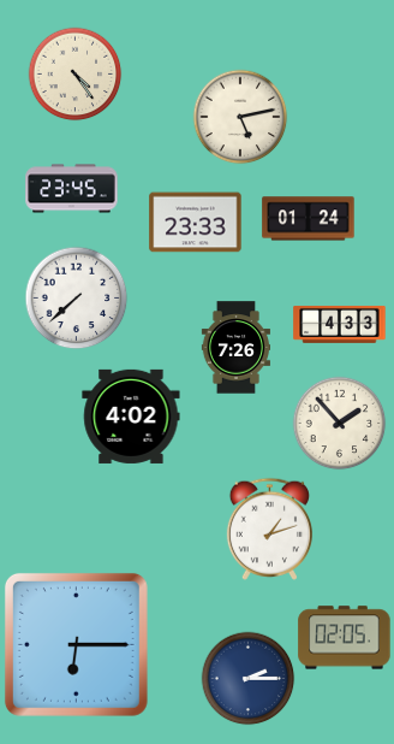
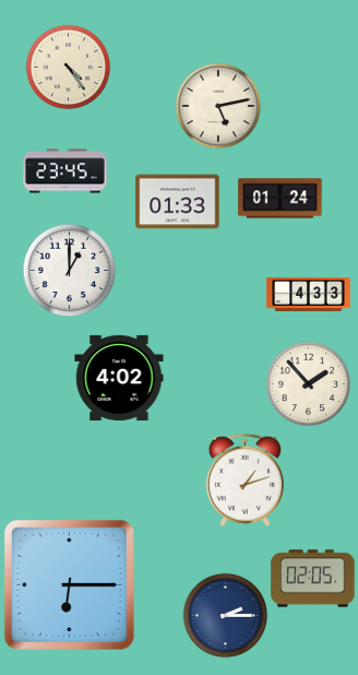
clock at (196, 223): 23:33 -> 01:33
clock at (76, 297): 7:38 -> 1:00
clock at (235, 348): 7:26 -> none
